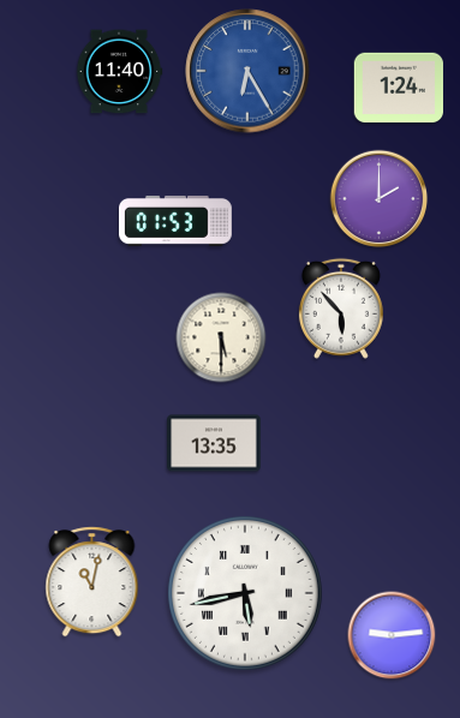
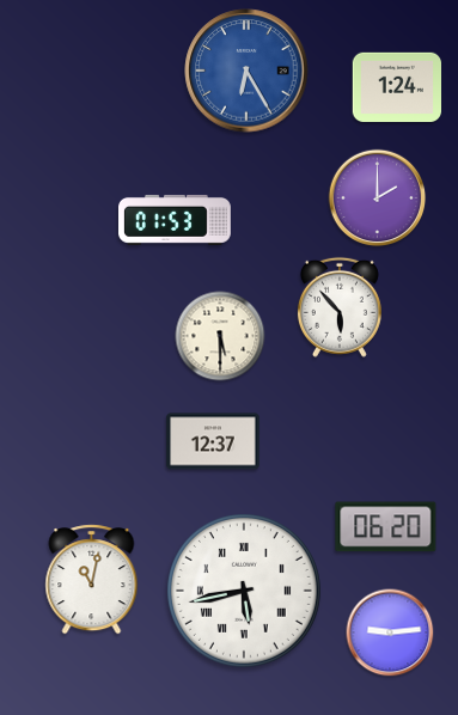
clock at (119, 72): 11:40 -> none
clock at (214, 443): 13:35 -> 12:37
clock at (386, 527): none -> 06:20
